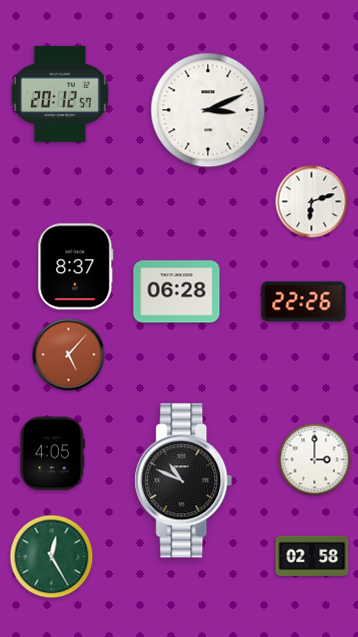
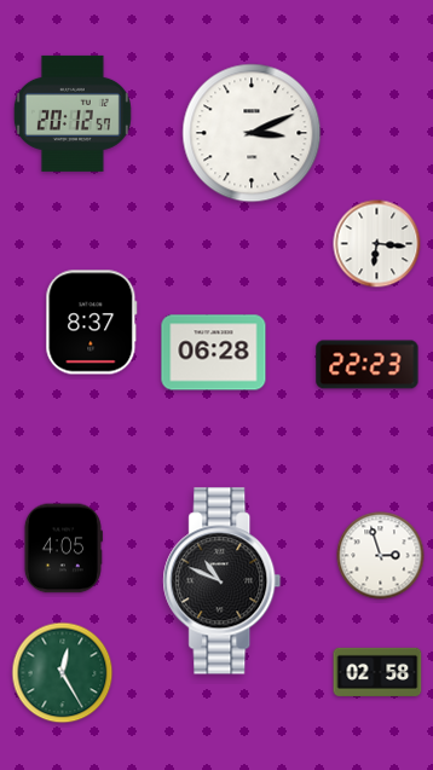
clock at (312, 202): 6:12 -> 6:16
clock at (304, 302): 22:26 -> 22:23
clock at (69, 355): 5:07 -> none
clock at (315, 460): 3:00 -> 2:57
